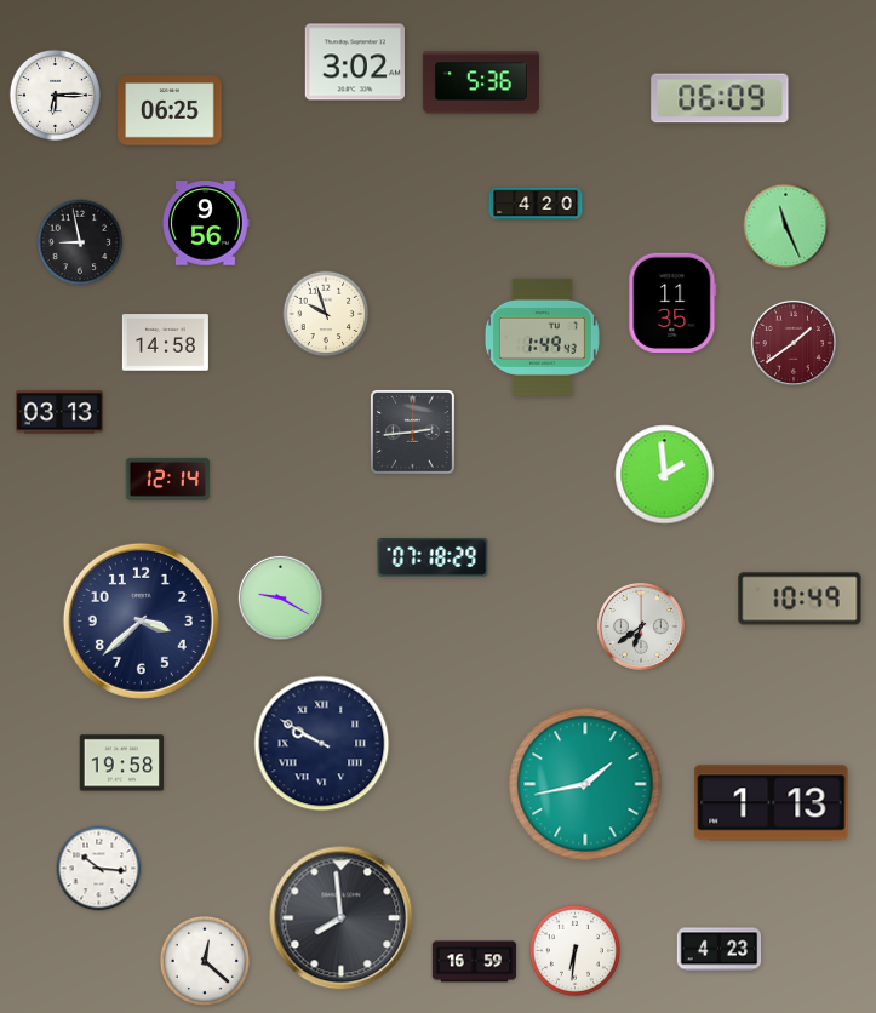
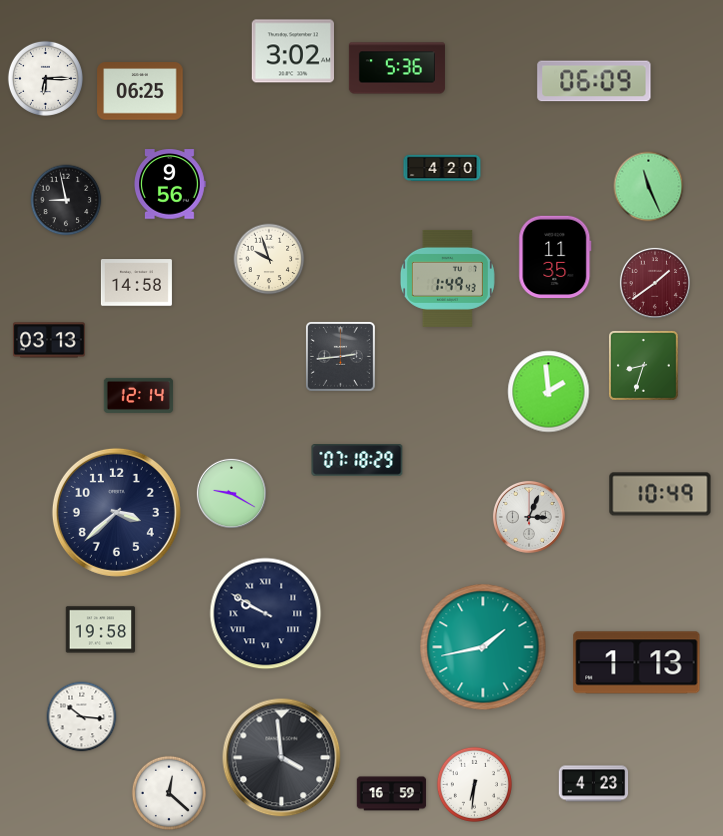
clock at (672, 302) position: (672, 302) -> (555, 256)
clock at (644, 366): none -> 8:33
clock at (641, 626): 6:39 -> 3:04
clock at (342, 918): 7:59 -> 3:59
